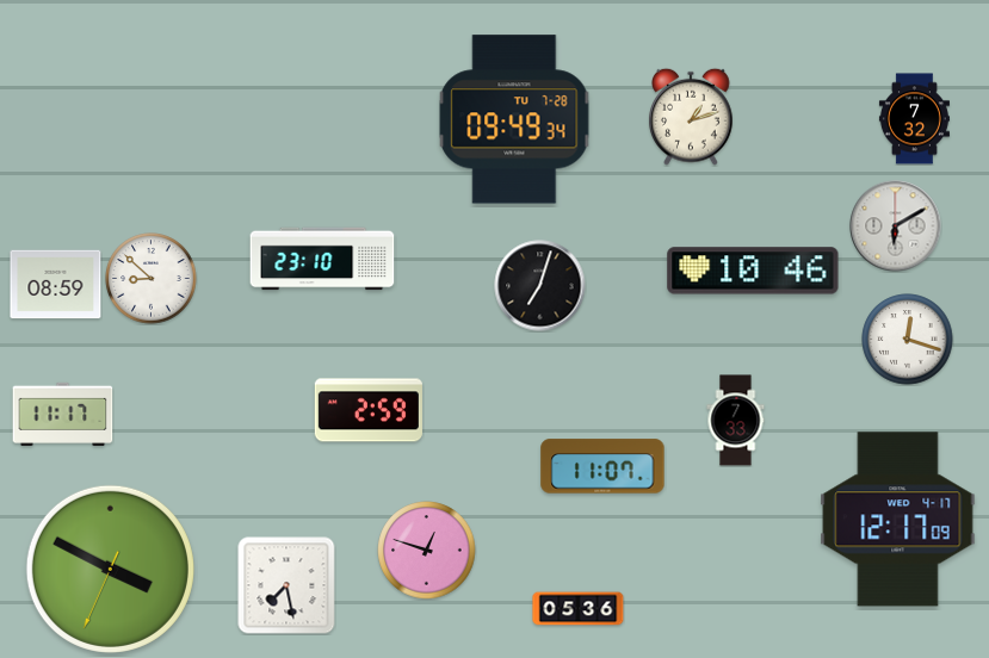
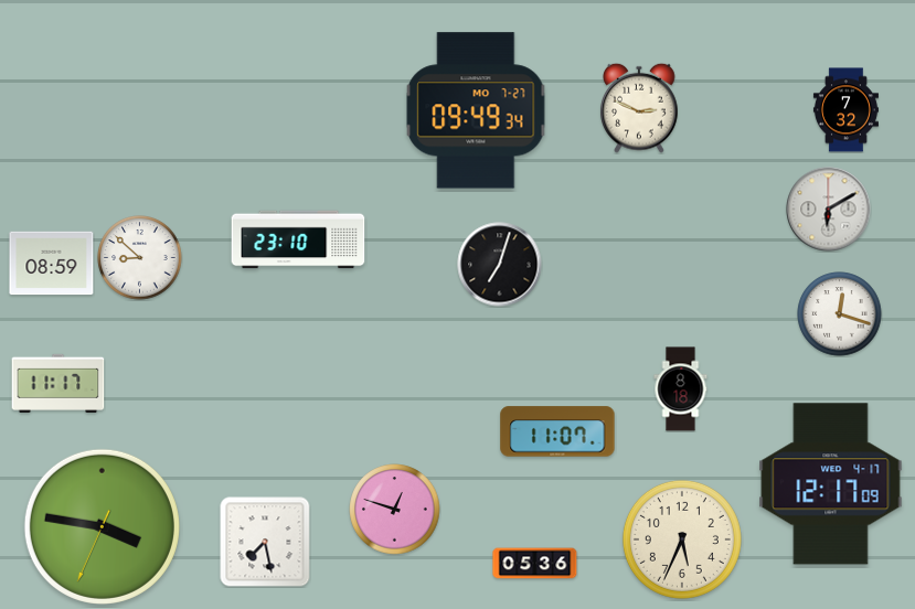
clock at (691, 117): 1:12 -> 2:49
clock at (514, 119) date: TU 7-28 -> MO 7-27
clock at (753, 271): 10:46 -> none
clock at (369, 410): 2:59 -> none
clock at (736, 421): 7:33 -> 8:18
clock at (898, 520) position: (898, 520) -> (831, 484)
clock at (110, 569): 3:49 -> 3:46
clock at (682, 539): none -> 5:34
